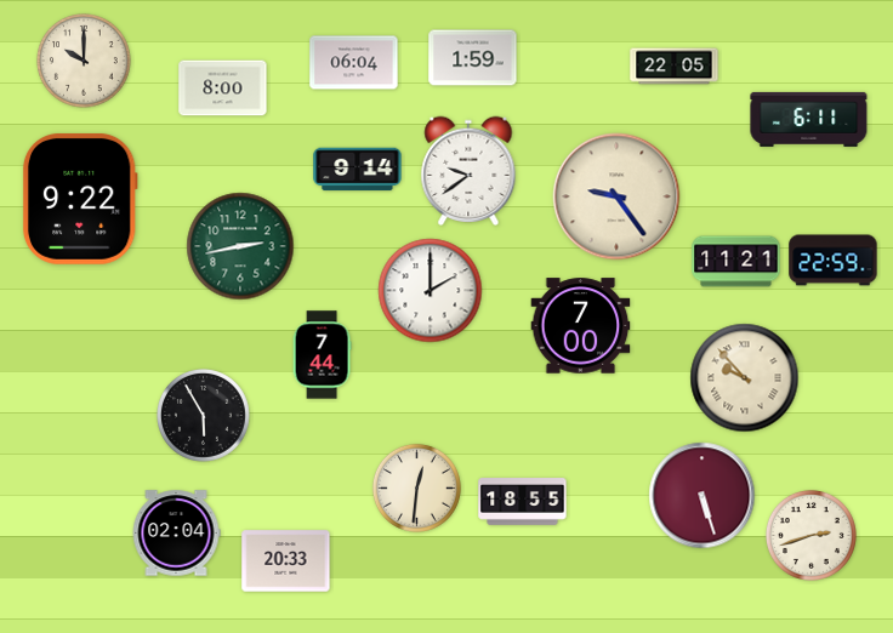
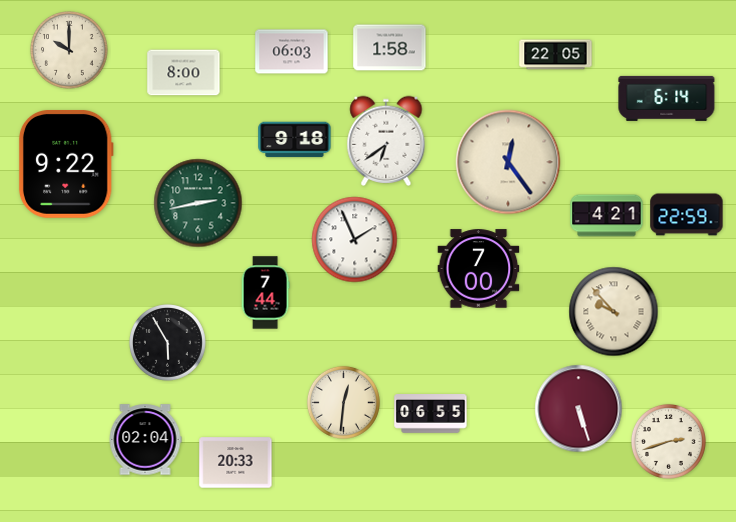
clock at (473, 58): 1:59 -> 1:58
clock at (354, 63): 06:04 -> 06:03
clock at (809, 119): 6:11 -> 6:14
clock at (358, 170): 9:14 -> 9:18
clock at (468, 170): 9:39 -> 6:39
clock at (616, 196): 9:24 -> 12:24
clock at (736, 262): 11:21 -> 4:21
clock at (431, 291): 2:00 -> 1:56
clock at (523, 502): 18:55 -> 06:55
